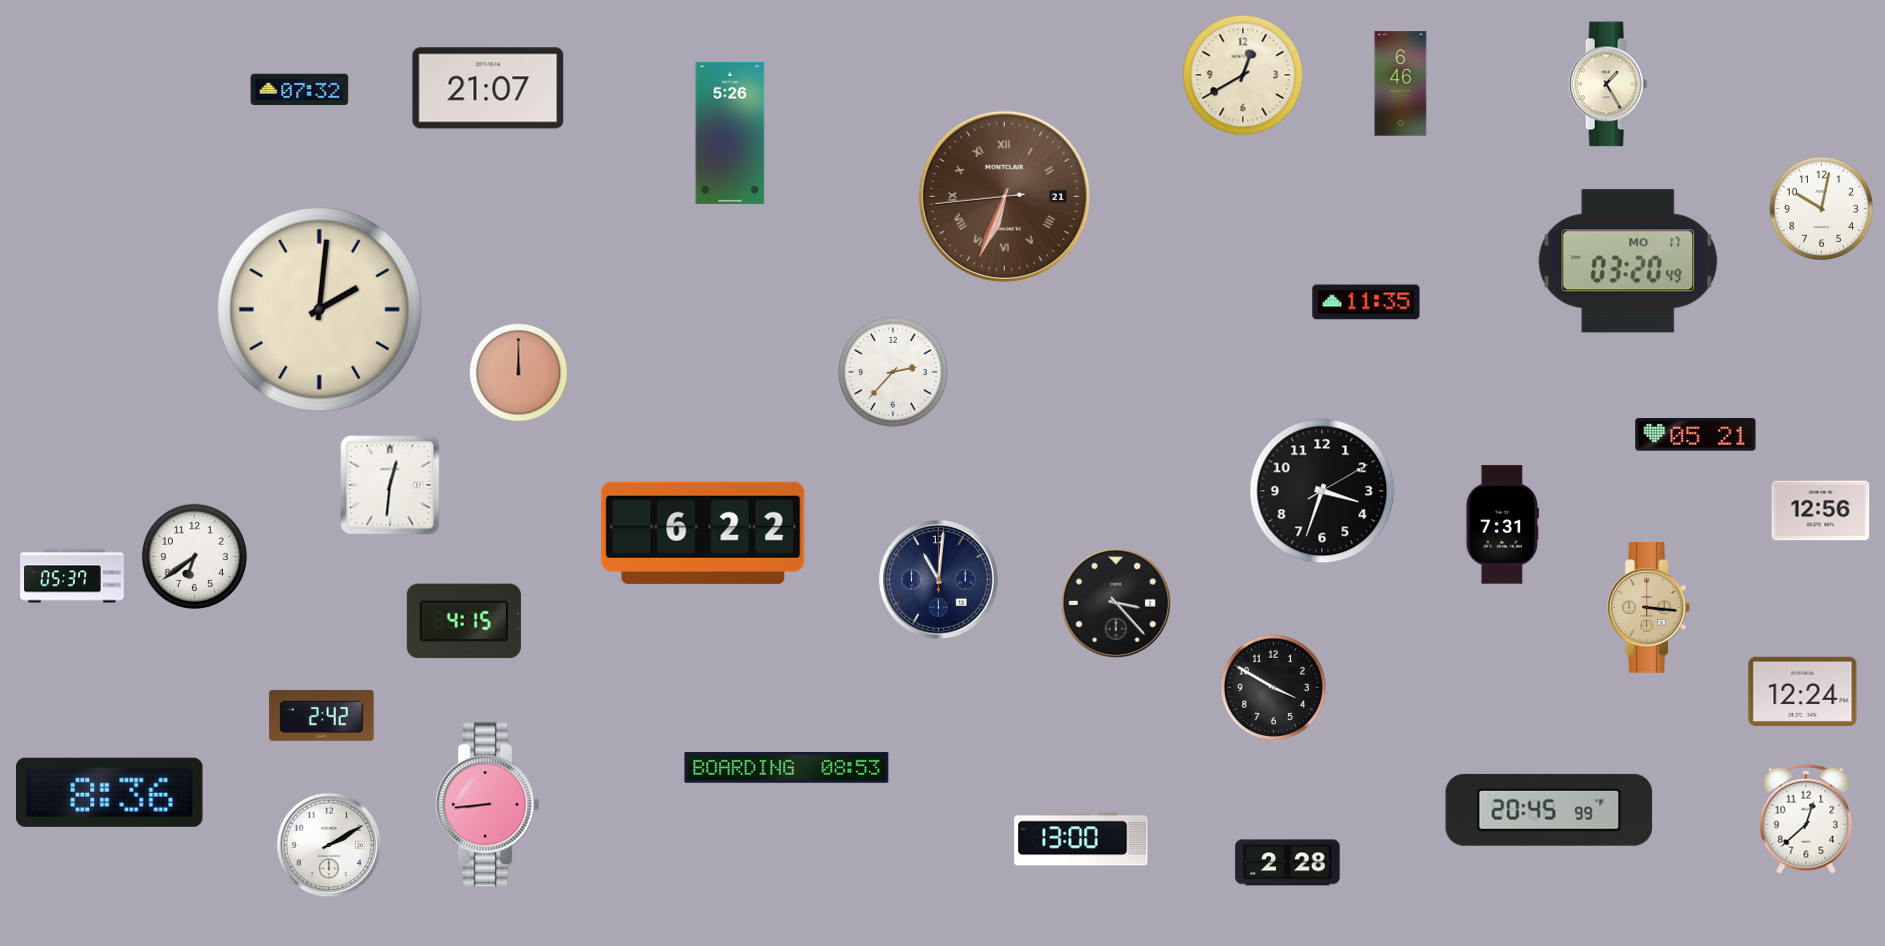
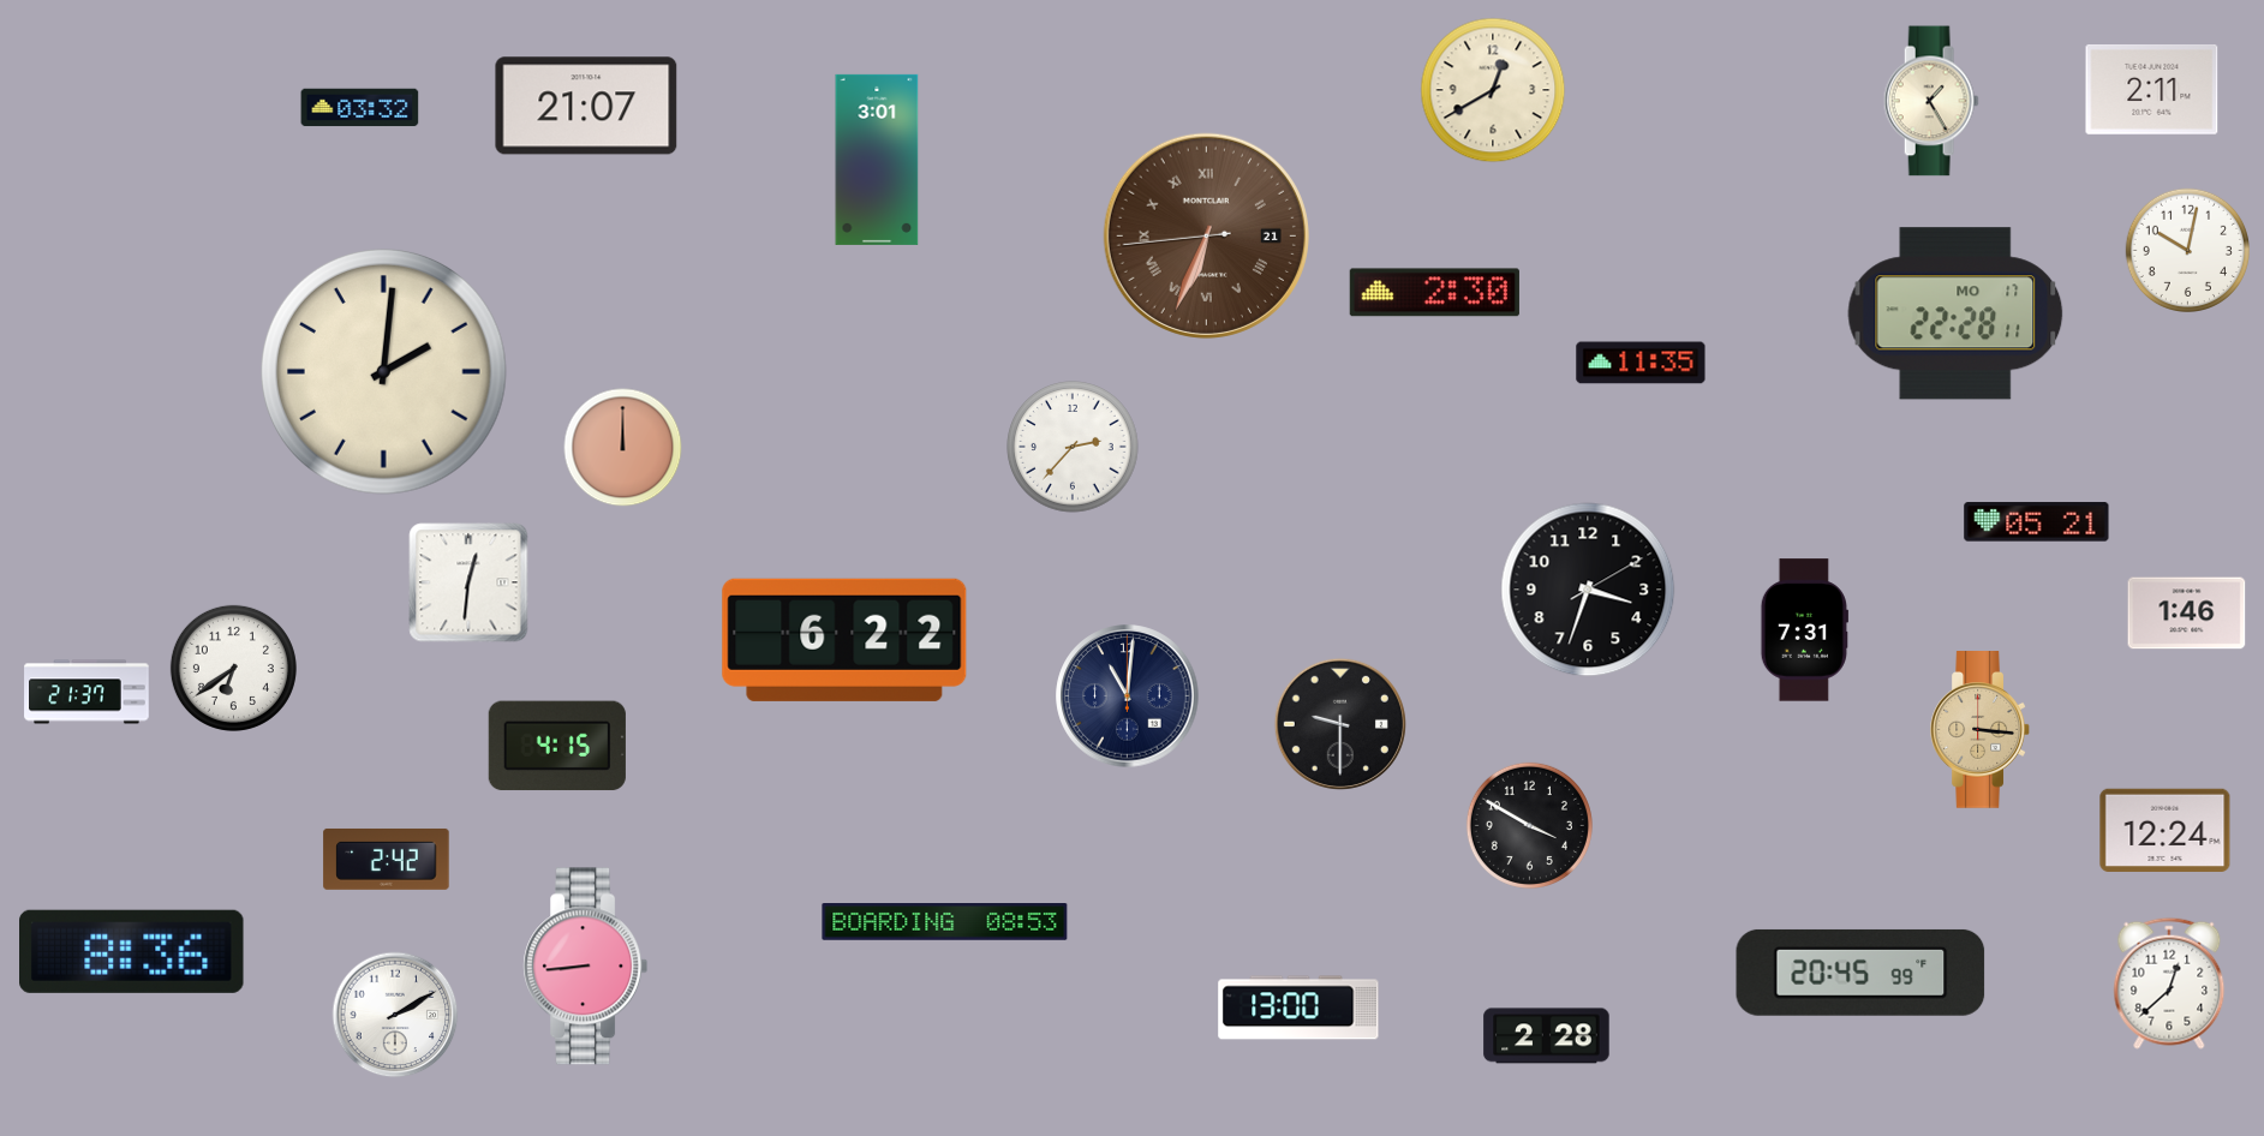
clock at (2152, 89): none -> 2:11
clock at (1401, 84): 6:46 -> none
clock at (300, 90): 07:32 -> 03:32
clock at (730, 133): 5:26 -> 3:01
clock at (1434, 293): none -> 2:30
clock at (1628, 261): 03:20 -> 22:28
clock at (1821, 511): 12:56 -> 1:46
clock at (72, 576): 05:37 -> 21:37
clock at (1116, 603): 3:23 -> 9:30
